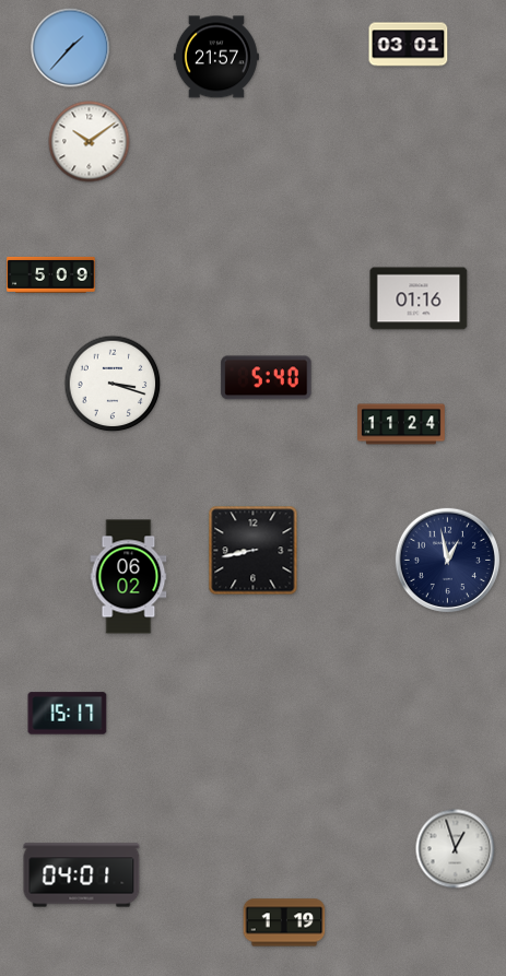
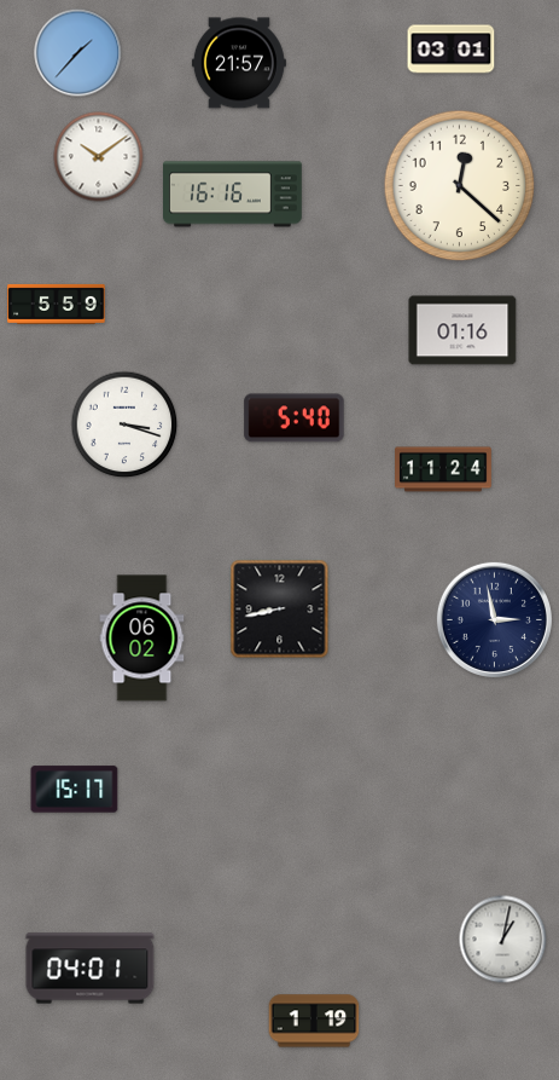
clock at (460, 186): none -> 12:22
clock at (233, 195): none -> 16:16
clock at (51, 274): 5:09 -> 5:59
clock at (447, 560): 12:58 -> 2:58
clock at (456, 849): 12:57 -> 1:02
